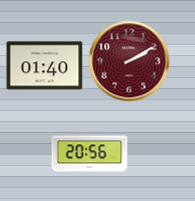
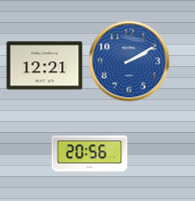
clock at (129, 61) dial: burgundy -> blue
clock at (45, 66): 01:40 -> 12:21
